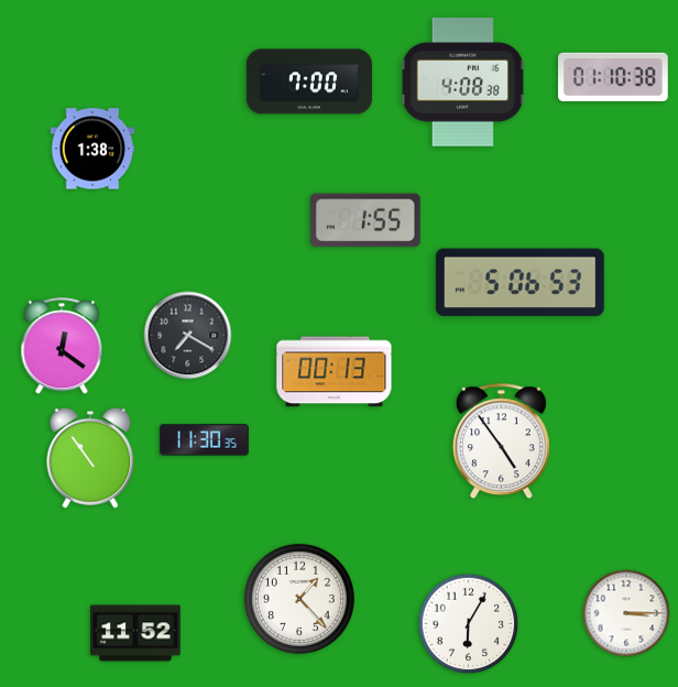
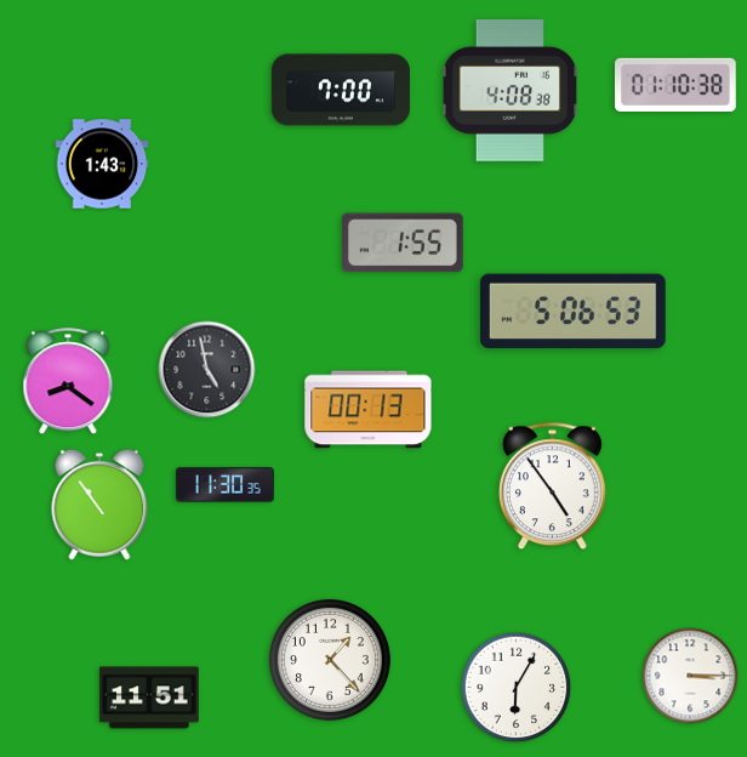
clock at (92, 149): 1:38 -> 1:43
clock at (188, 336): 7:20 -> 4:58
clock at (62, 347): 12:21 -> 8:21
clock at (135, 633): 11:52 -> 11:51
